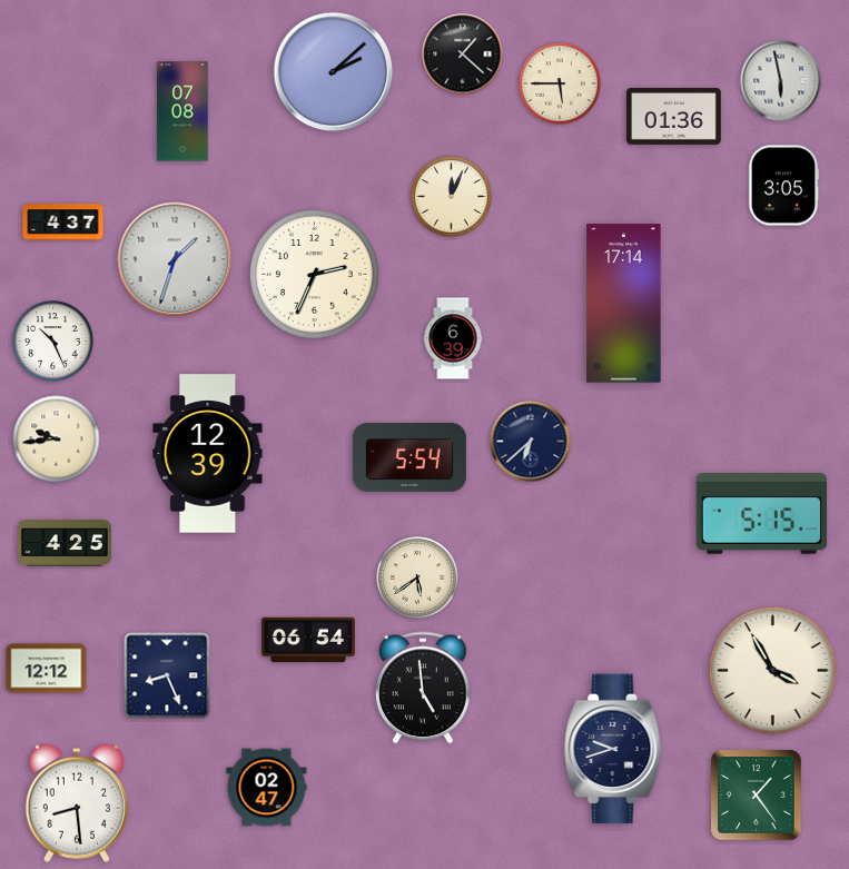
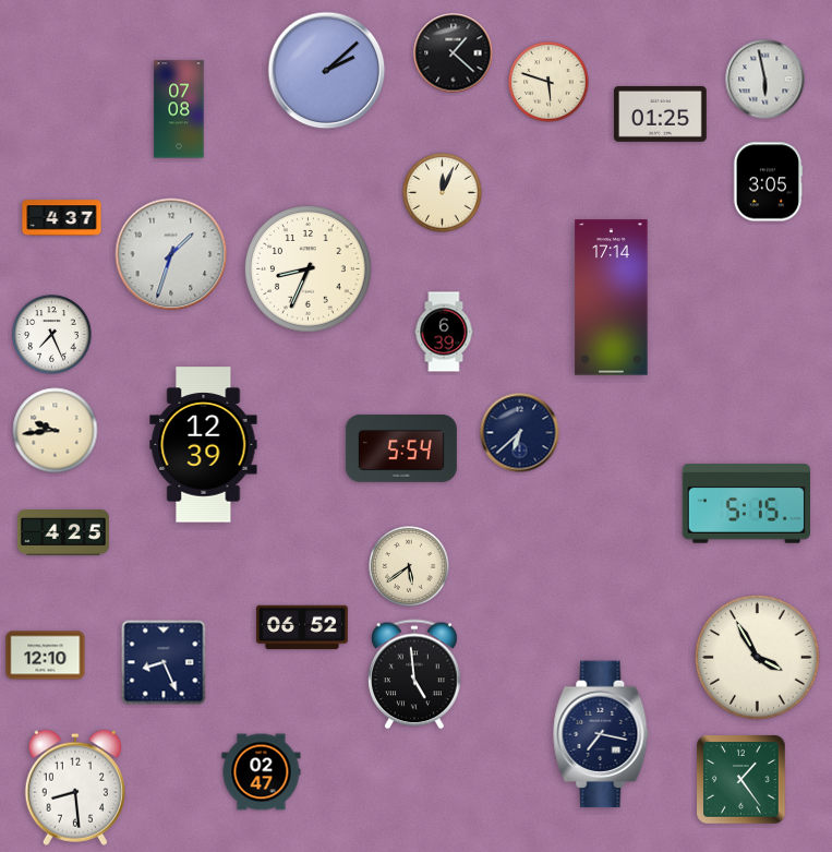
clock at (560, 83): 5:45 -> 5:48
clock at (674, 116): 01:36 -> 01:25
clock at (315, 275): 2:34 -> 8:34
clock at (53, 342): 10:26 -> 7:26
clock at (308, 640): 06:54 -> 06:52
clock at (47, 669): 12:12 -> 12:10
clock at (613, 749): 9:42 -> 7:17
